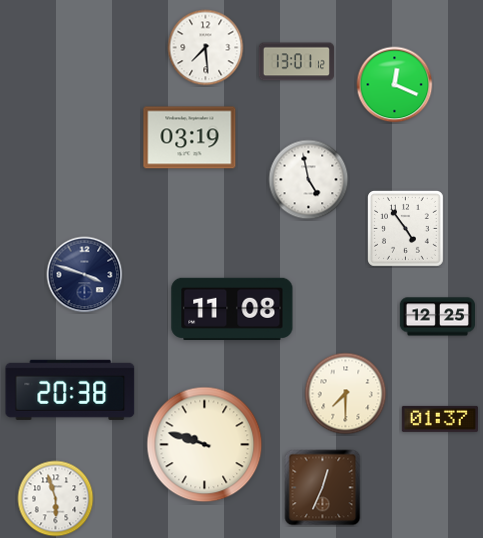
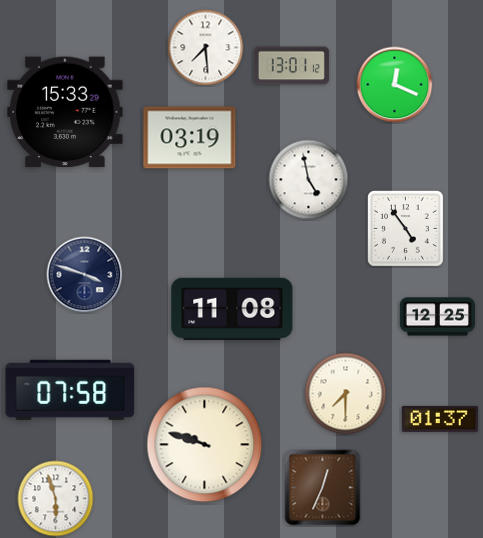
clock at (296, 62) position: (296, 62) -> (291, 66)
clock at (65, 112): none -> 15:33
clock at (70, 390): 20:38 -> 07:58
